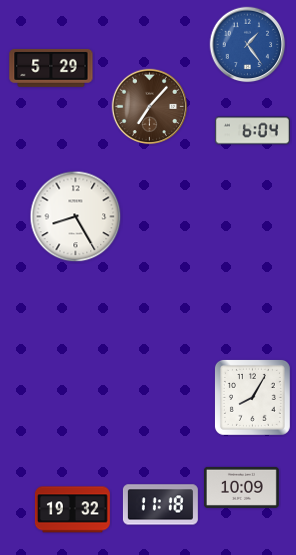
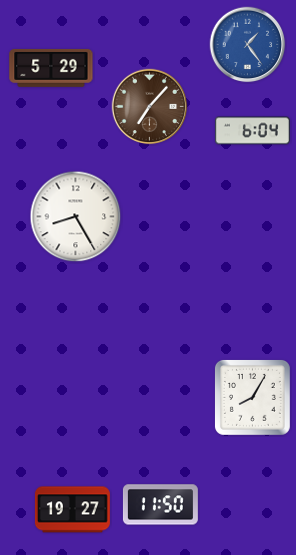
clock at (241, 487): 10:09 -> none
clock at (160, 505): 11:18 -> 11:50
clock at (72, 510): 19:32 -> 19:27
